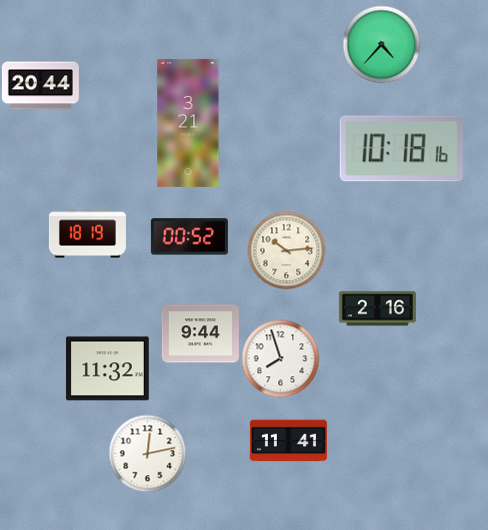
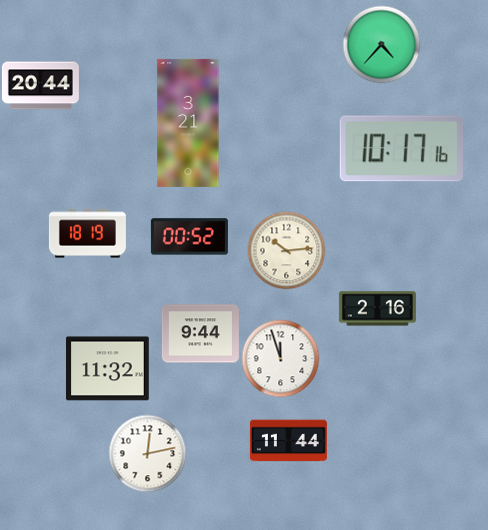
clock at (401, 149): 10:18 -> 10:17
clock at (280, 358): 7:57 -> 11:57
clock at (288, 441): 11:41 -> 11:44
